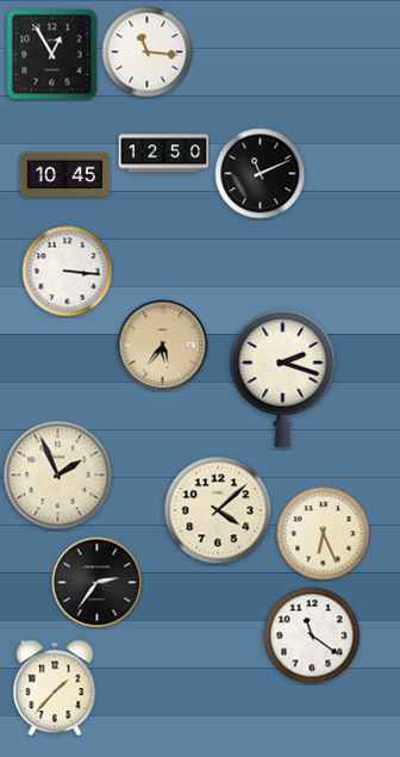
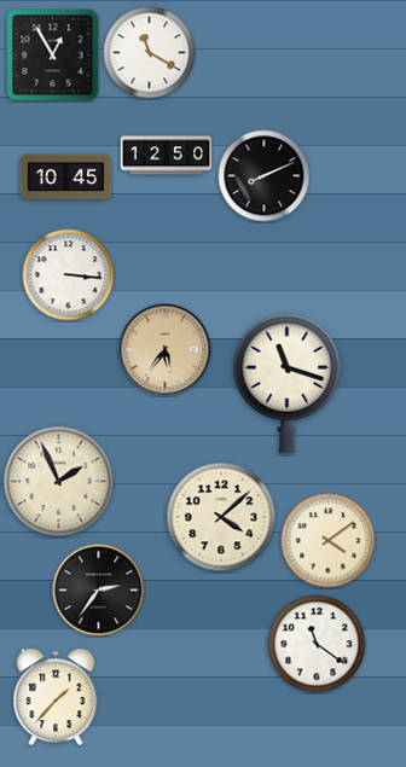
clock at (148, 52): 11:16 -> 11:20
clock at (261, 174): 11:11 -> 8:11
clock at (283, 378): 2:18 -> 11:18
clock at (324, 534): 6:26 -> 4:09
